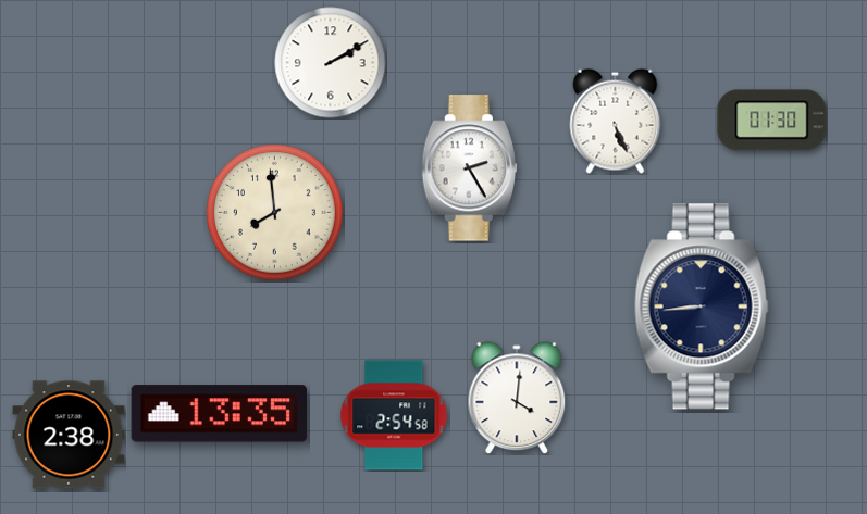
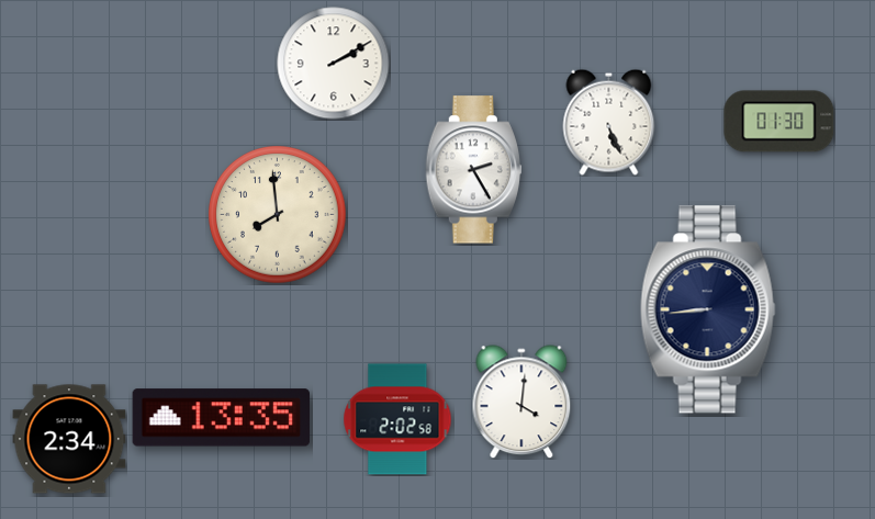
clock at (616, 121) position: (616, 121) -> (609, 122)
clock at (394, 415): 2:54 -> 2:02
clock at (69, 435): 2:38 -> 2:34
